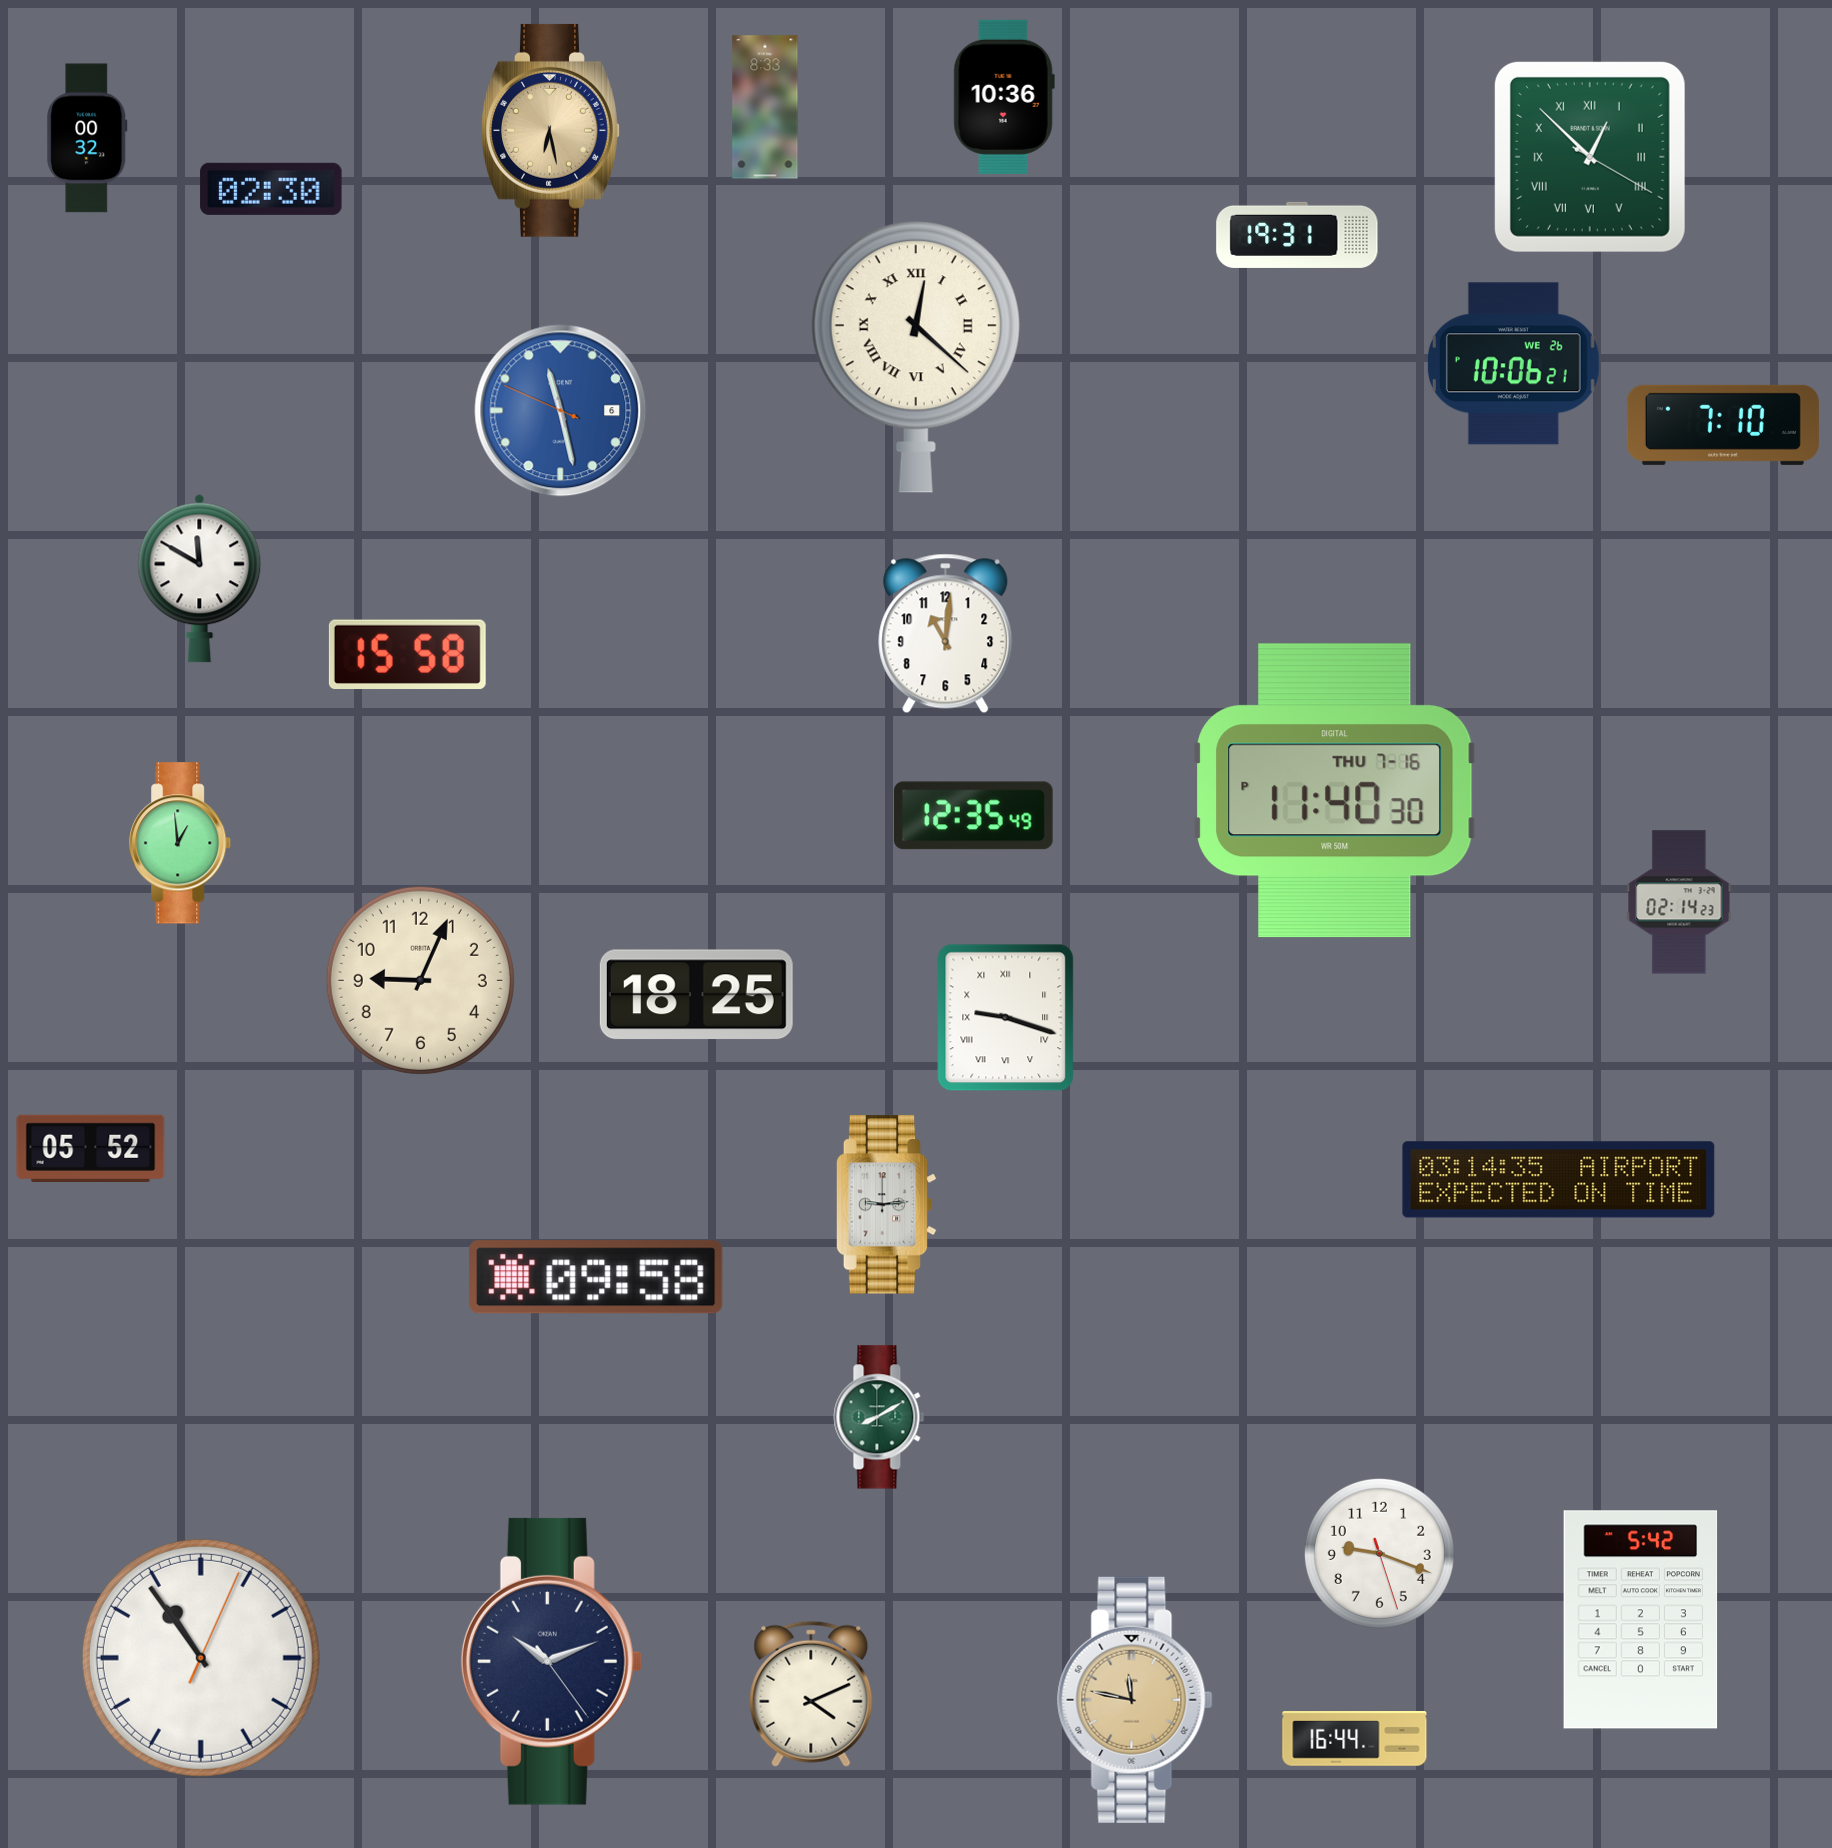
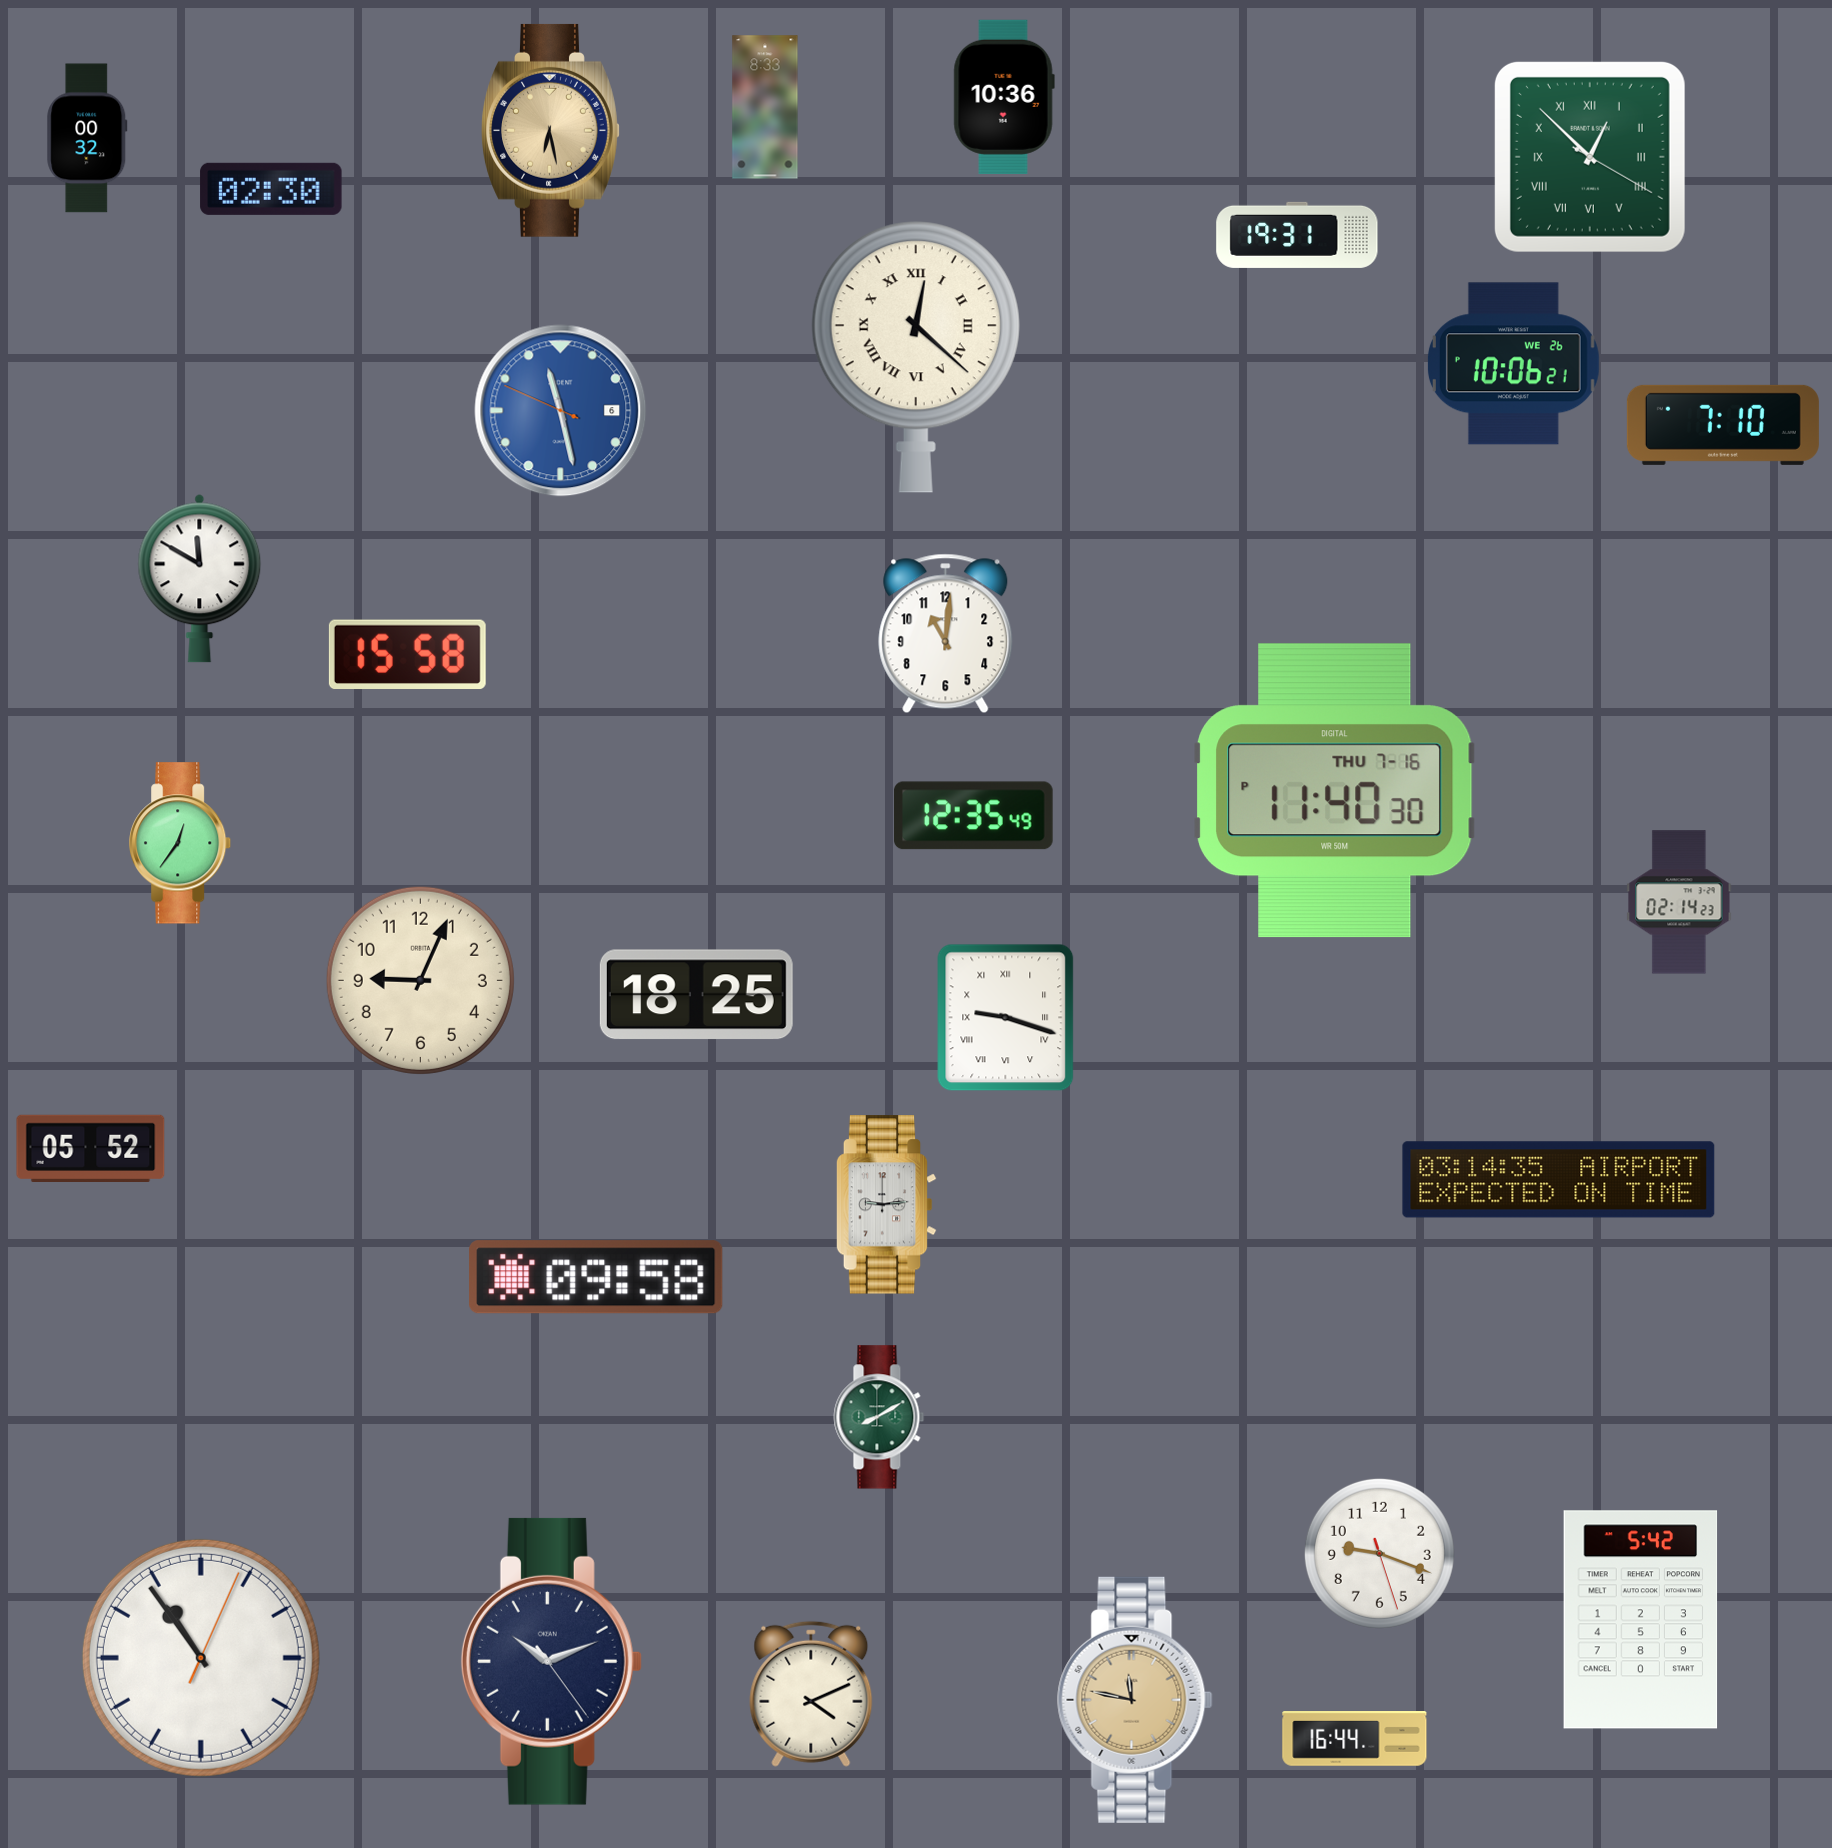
clock at (181, 843): 12:59 -> 12:36
